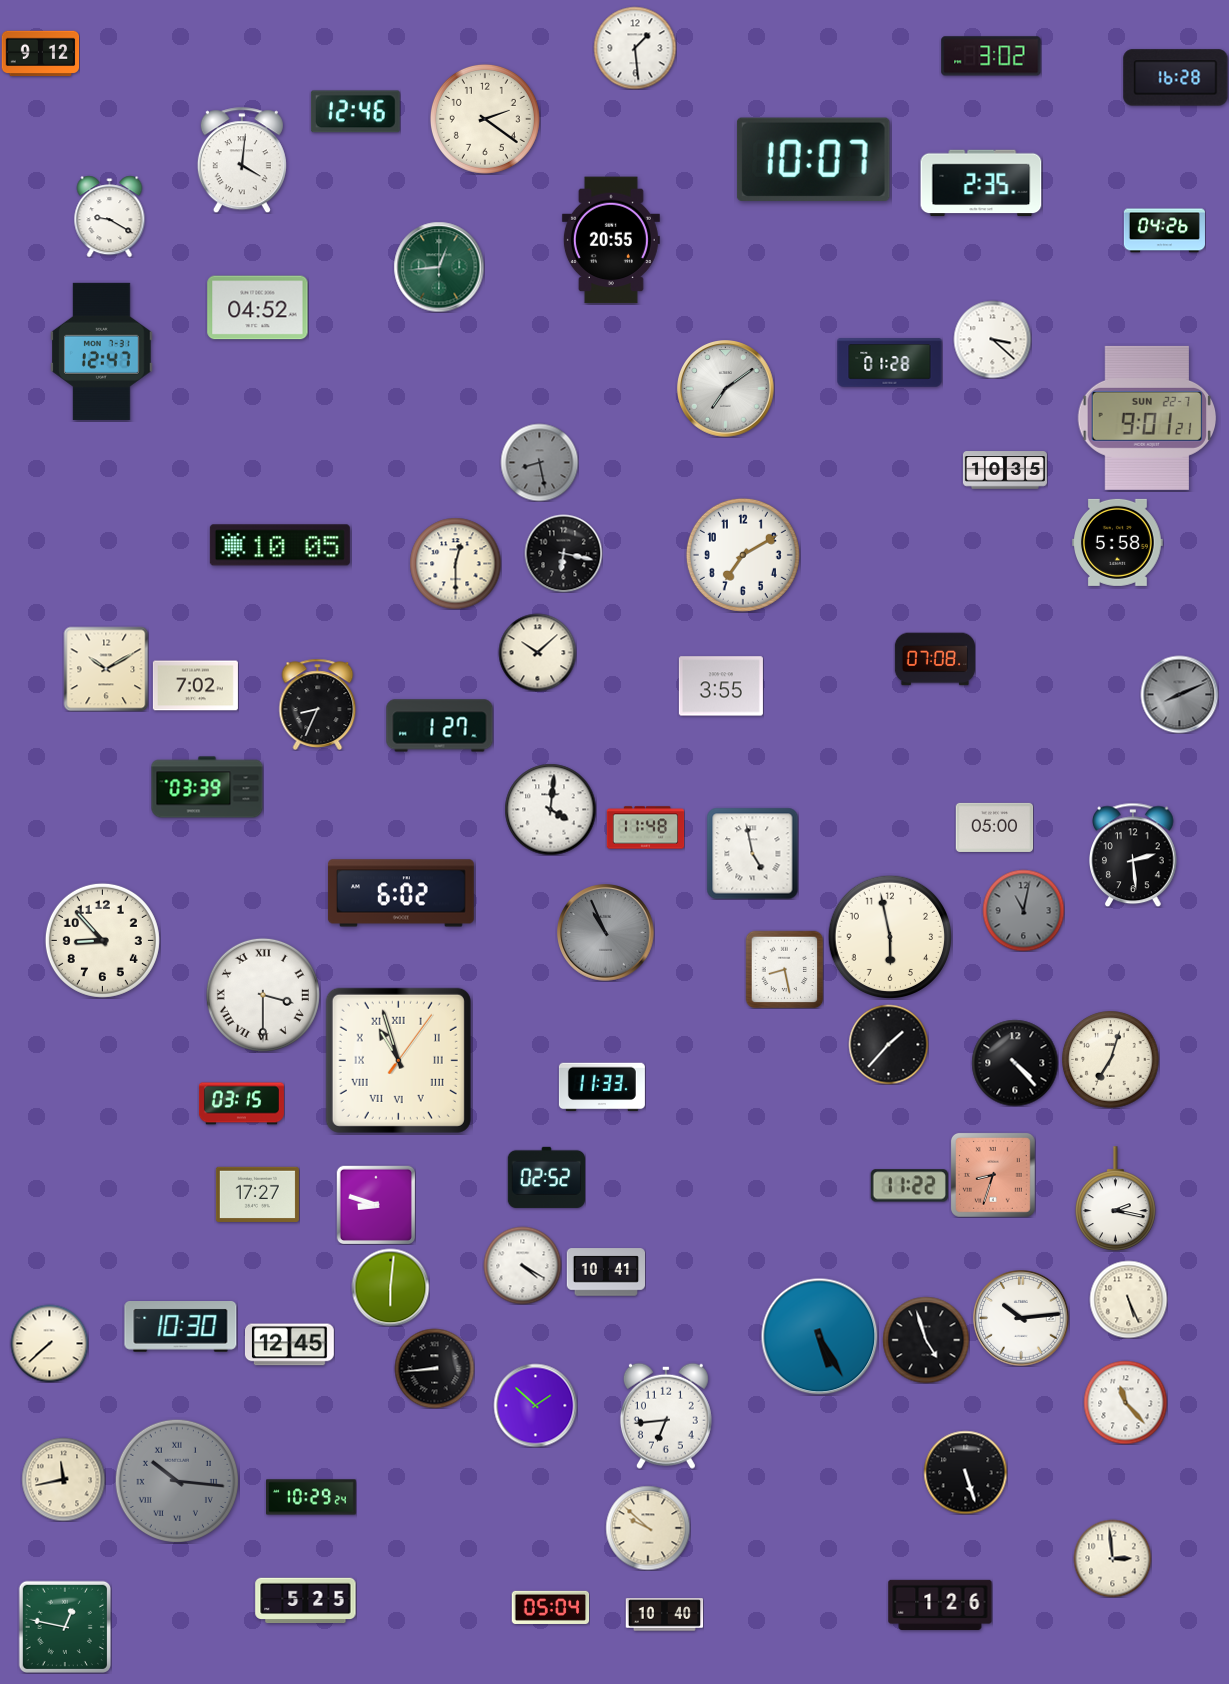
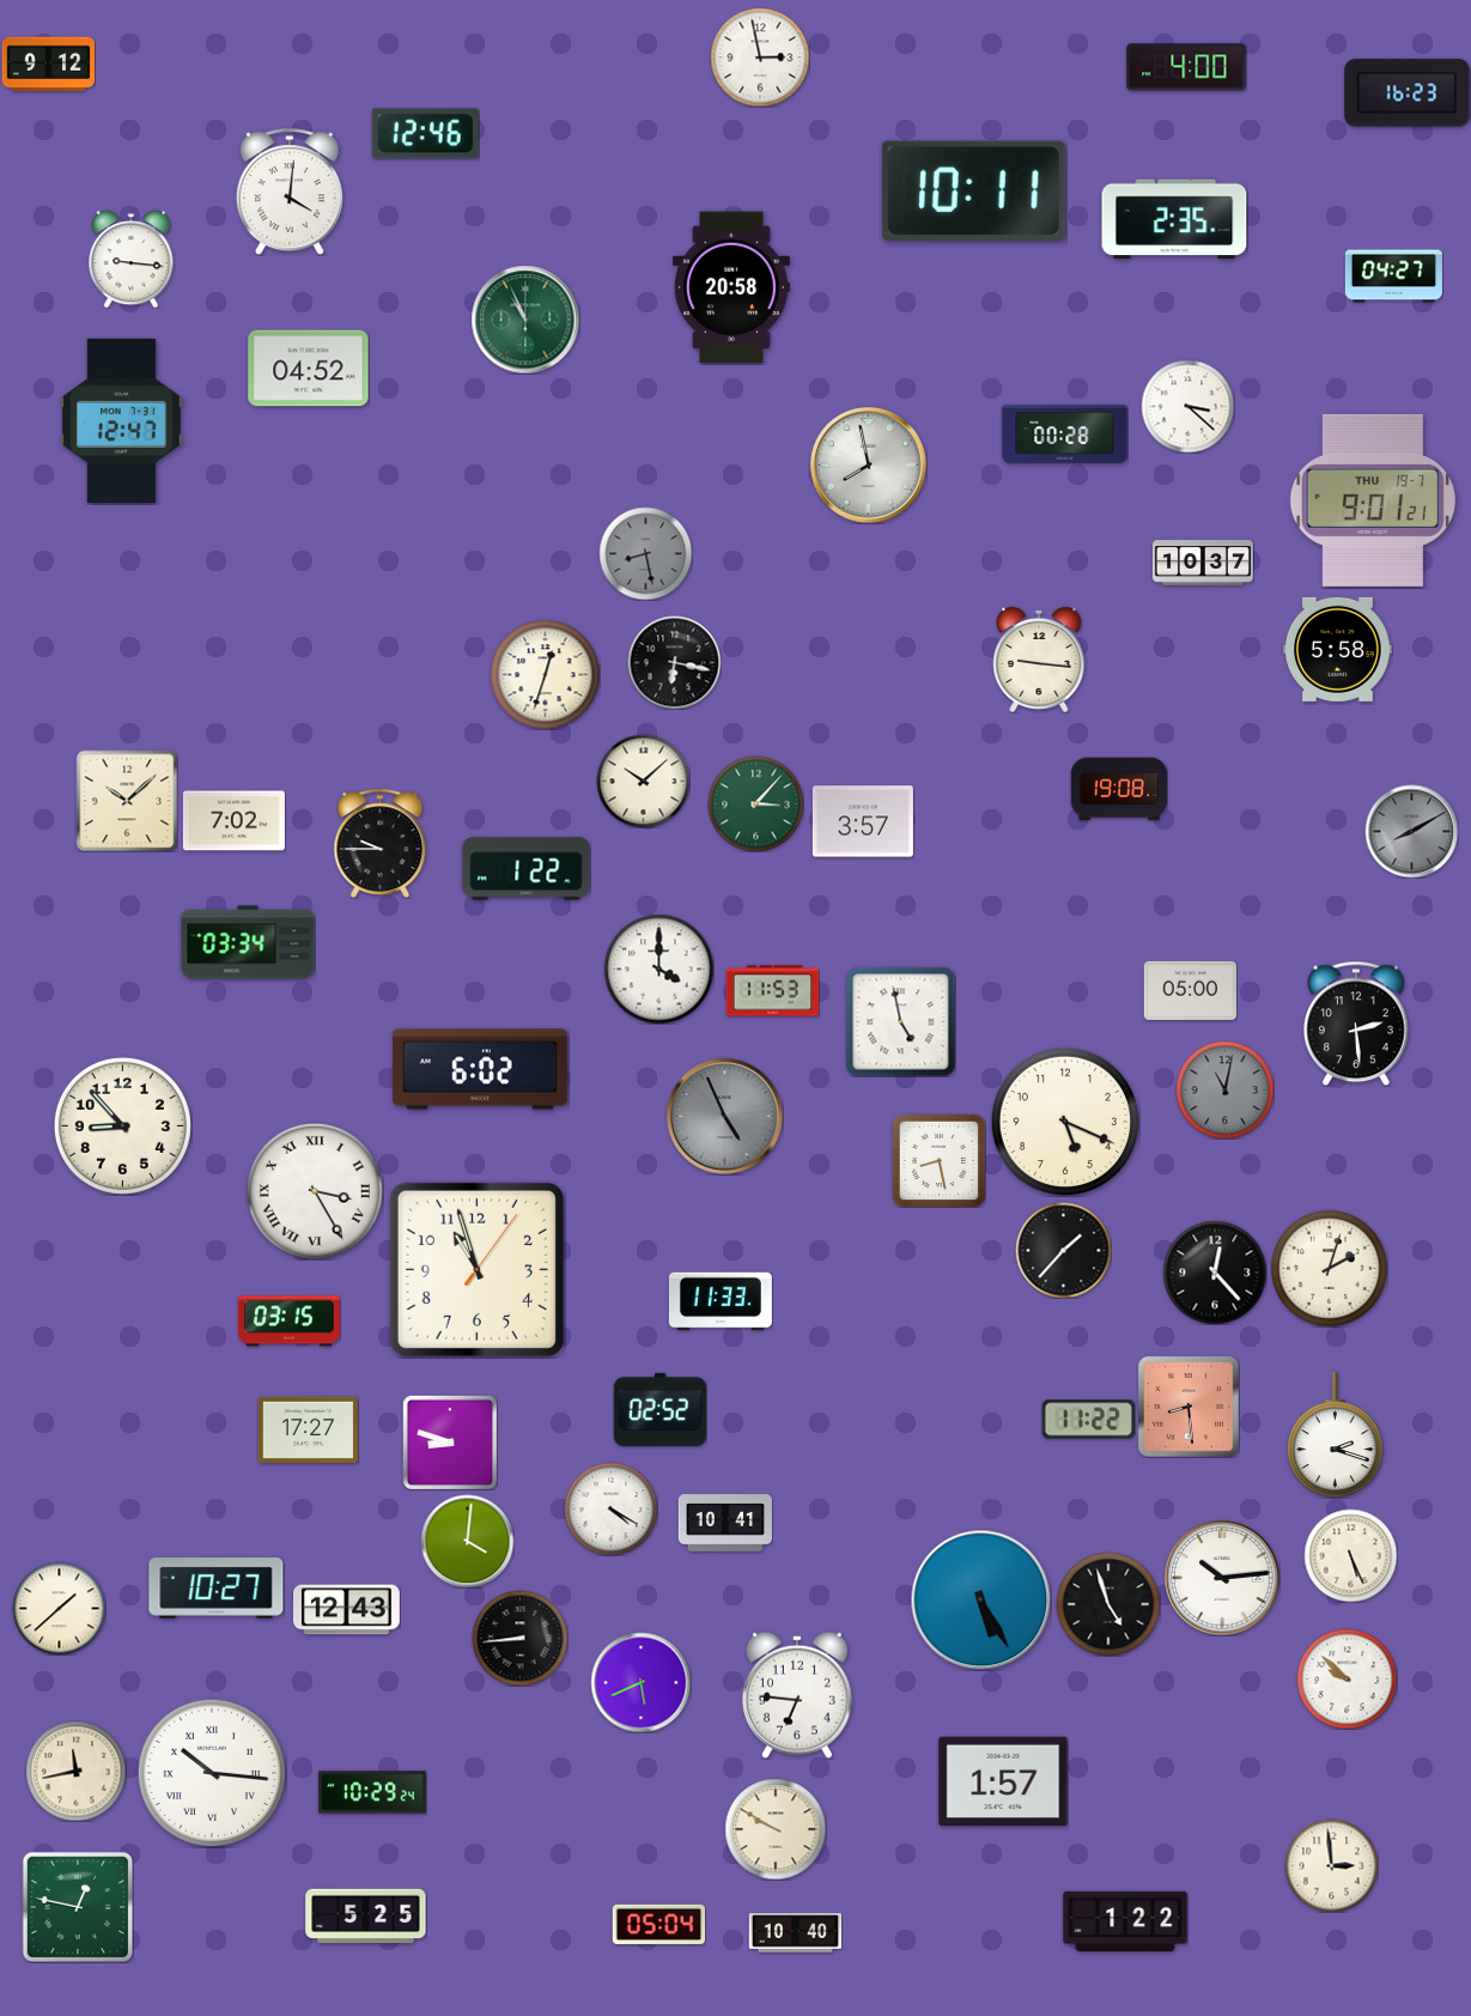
clock at (635, 48): 1:29 -> 2:58
clock at (991, 56): 3:02 -> 4:00
clock at (1176, 78): 16:28 -> 16:23
clock at (485, 119): 2:21 -> none
clock at (813, 159): 10:07 -> 10:11
clock at (110, 216): 9:20 -> 9:16
clock at (1164, 231): 04:26 -> 04:27
clock at (611, 240): 20:55 -> 20:58
clock at (439, 267): 12:44 -> 10:56
clock at (890, 363): 01:28 -> 00:28
clock at (726, 389): 7:09 -> 7:58
clock at (1147, 418) date: SUN 22-7 -> THU 19-7
clock at (1005, 470): 10:35 -> 10:37
clock at (280, 545): 10:05 -> none
clock at (1039, 660): none -> 9:16
clock at (743, 555): 7:10 -> none
clock at (455, 563): 12:30 -> 12:33
clock at (934, 659): 07:08 -> 19:08
clock at (106, 669): 10:10 -> 10:08
clock at (755, 803): none -> 3:07
clock at (721, 686): 3:55 -> 3:57
clock at (1179, 694): 8:11 -> 8:10
clock at (318, 704): 8:34 -> 9:45
clock at (440, 726): 1:27 -> 1:22
clock at (207, 787): 03:39 -> 03:34
clock at (550, 809): 4:01 -> 4:00
clock at (645, 828): 11:48 -> 11:53
clock at (606, 933): 10:56 -> 4:56
clock at (889, 936): 5:58 -> 5:19
clock at (263, 995): 3:30 -> 3:25
clock at (398, 1060) numerals: Roman -> Arabic
clock at (1111, 1060): 7:03 -> 2:03
clock at (1015, 1063): 4:23 -> 12:23
clock at (993, 1175): 8:33 -> 8:29
clock at (546, 1177) position: (546, 1177) -> (659, 1409)
clock at (1115, 1199): 2:17 -> 2:18
clock at (522, 1265) position: (522, 1265) -> (610, 1508)
clock at (390, 1287): 6:01 -> 4:01
clock at (181, 1327): 10:30 -> 10:27
clock at (49, 1343): 7:38 -> 1:38
clock at (289, 1345): 12:45 -> 12:43
clock at (1125, 1402): 11:23 -> 9:52
clock at (535, 1405): 1:52 -> 5:41
clock at (666, 1416): 6:44 -> 6:46
clock at (965, 1472): 5:27 -> none
clock at (176, 1480) dial: grey -> white
clock at (1003, 1781): none -> 1:57
clock at (648, 1528): 9:52 -> 9:50
clock at (940, 1605): 1:26 -> 1:22
clock at (64, 1626) position: (64, 1626) -> (77, 1906)
